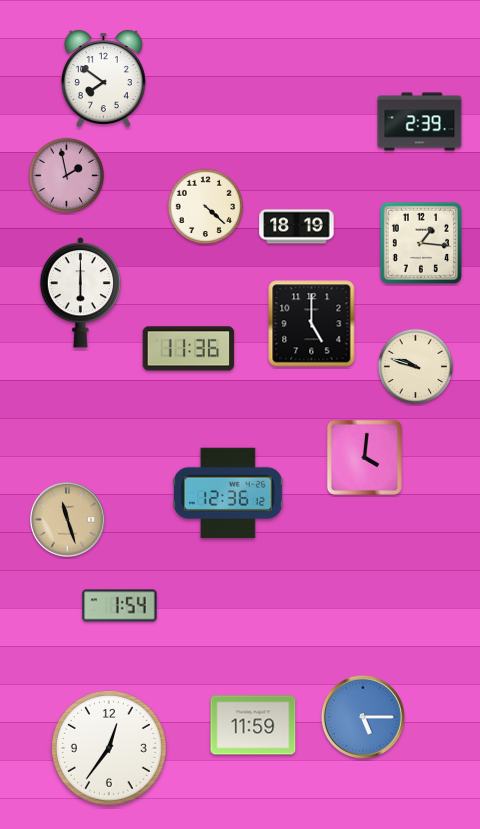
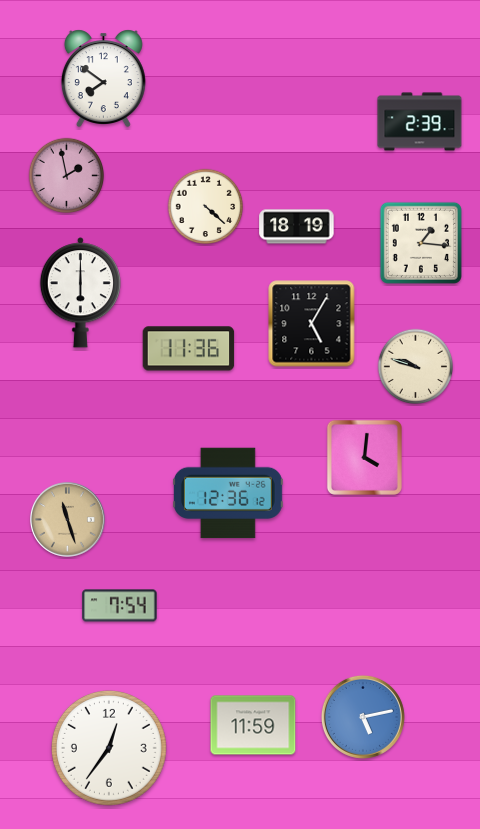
clock at (312, 324): 5:00 -> 5:05
clock at (120, 606): 1:54 -> 7:54
clock at (363, 717): 5:15 -> 5:13
